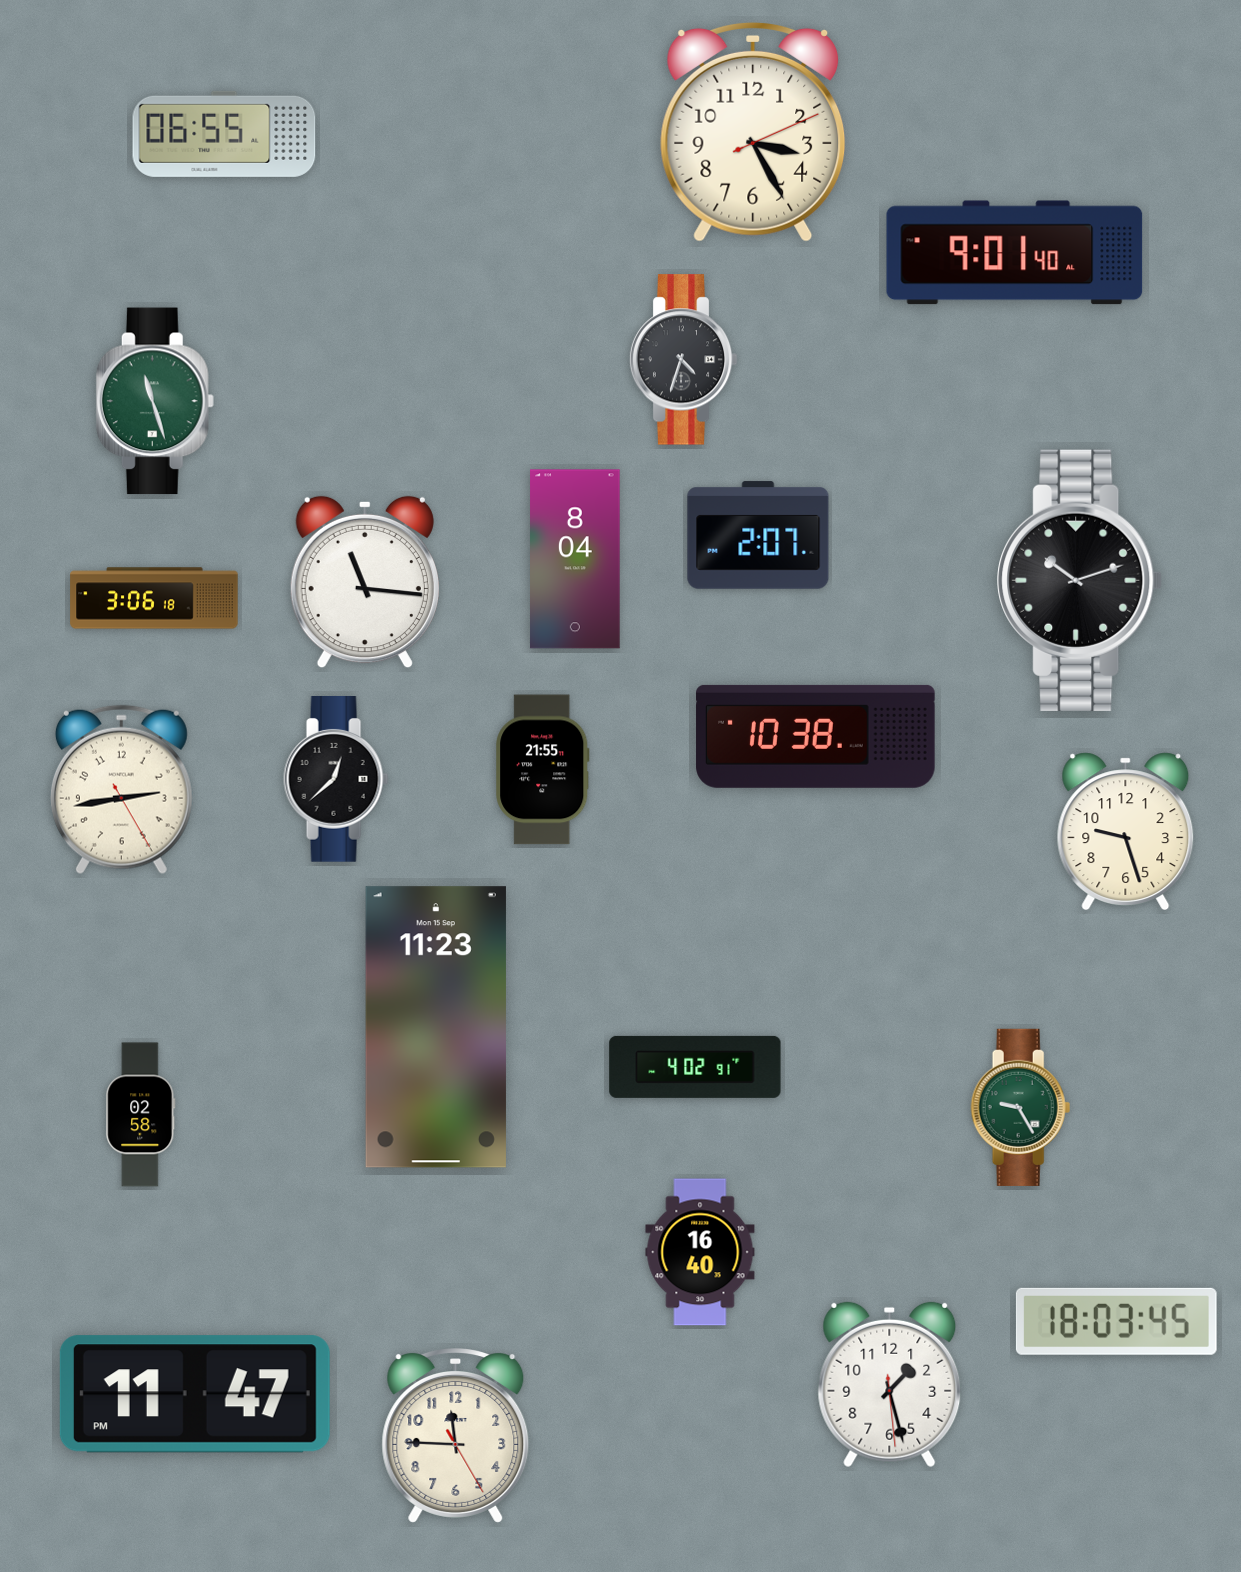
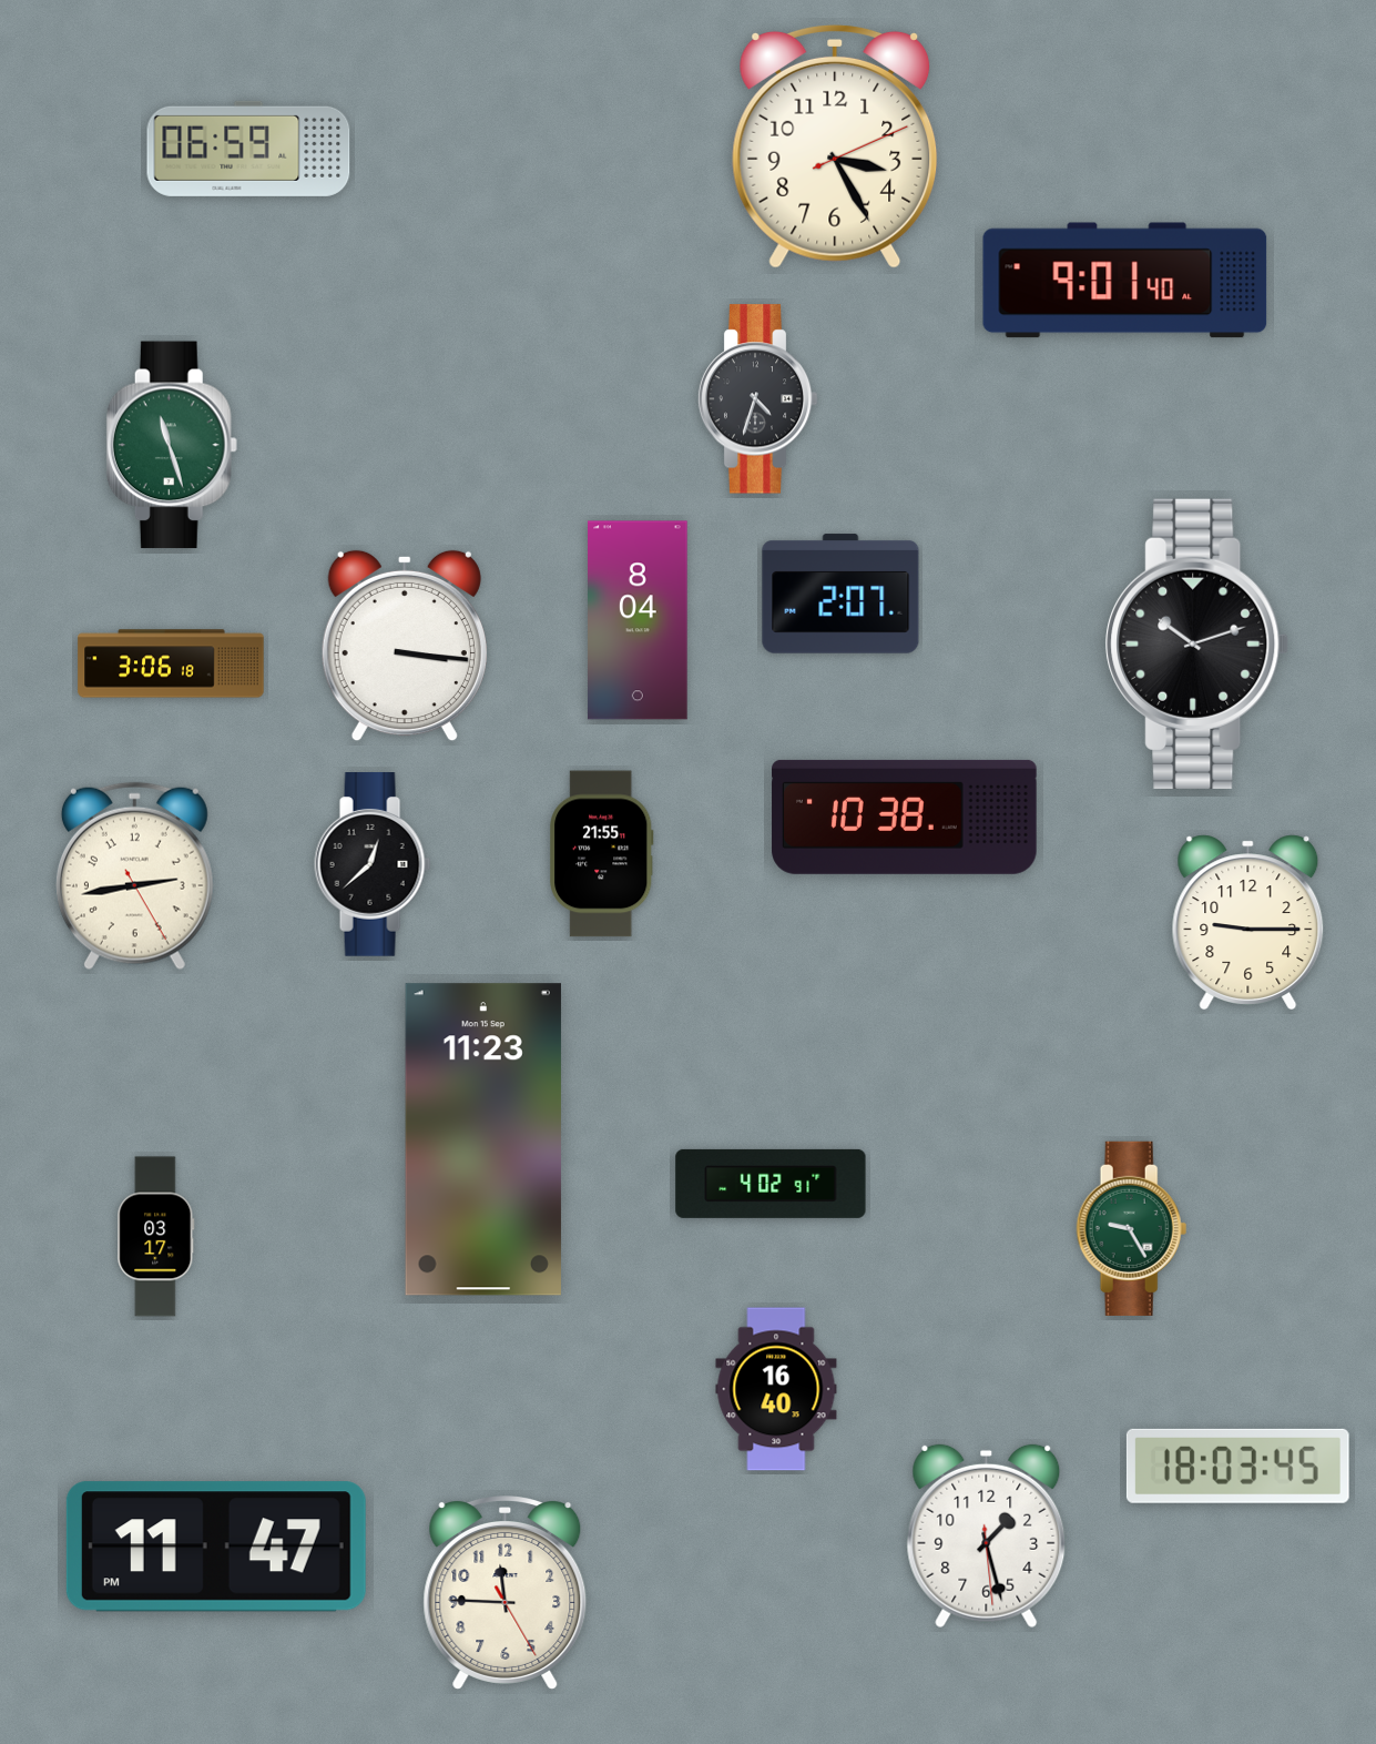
clock at (224, 134): 06:55 -> 06:59
clock at (365, 582): 11:16 -> 3:16
clock at (1126, 831): 9:27 -> 9:15
clock at (141, 1115): 02:58 -> 03:17
